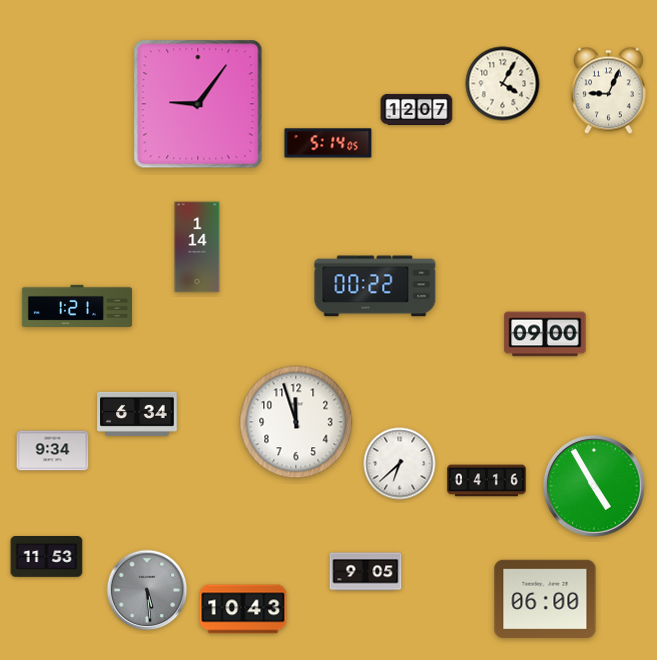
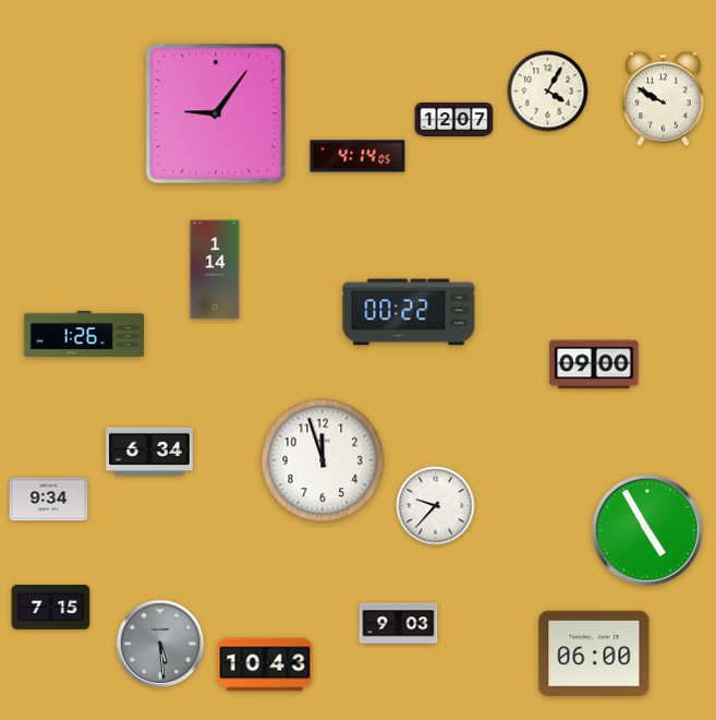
clock at (609, 91): 9:04 -> 9:50
clock at (328, 143): 5:14 -> 4:14
clock at (76, 305): 1:21 -> 1:26
clock at (53, 451) position: (53, 451) -> (49, 500)
clock at (400, 464): 6:38 -> 9:37
clock at (487, 481): 04:16 -> none
clock at (47, 557): 11:53 -> 7:15
clock at (366, 572): 9:05 -> 9:03
